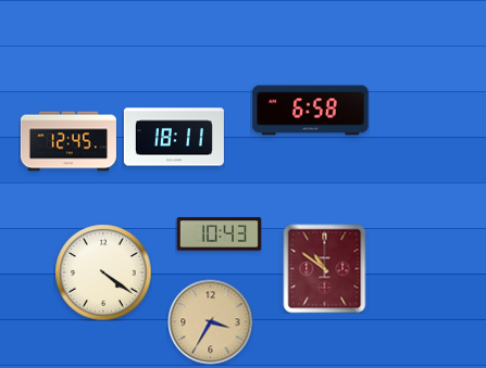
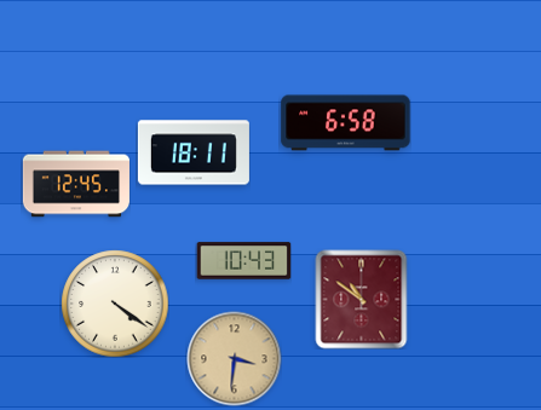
clock at (68, 141) position: (68, 141) -> (76, 184)
clock at (210, 321): 3:35 -> 3:31
